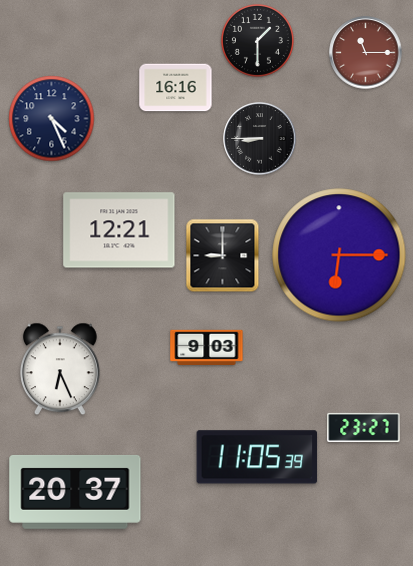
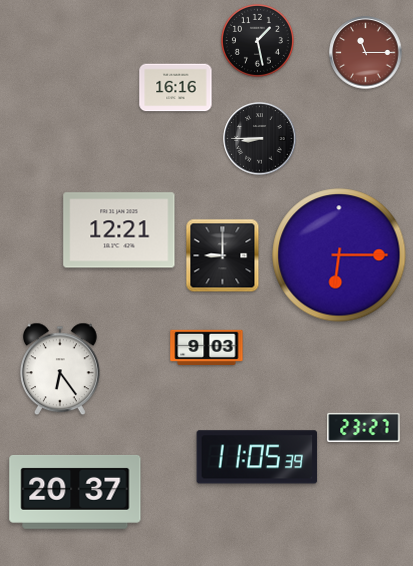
clock at (257, 40): 1:30 -> 1:28
clock at (52, 119): 4:26 -> none
clock at (60, 369): 6:26 -> 6:24
